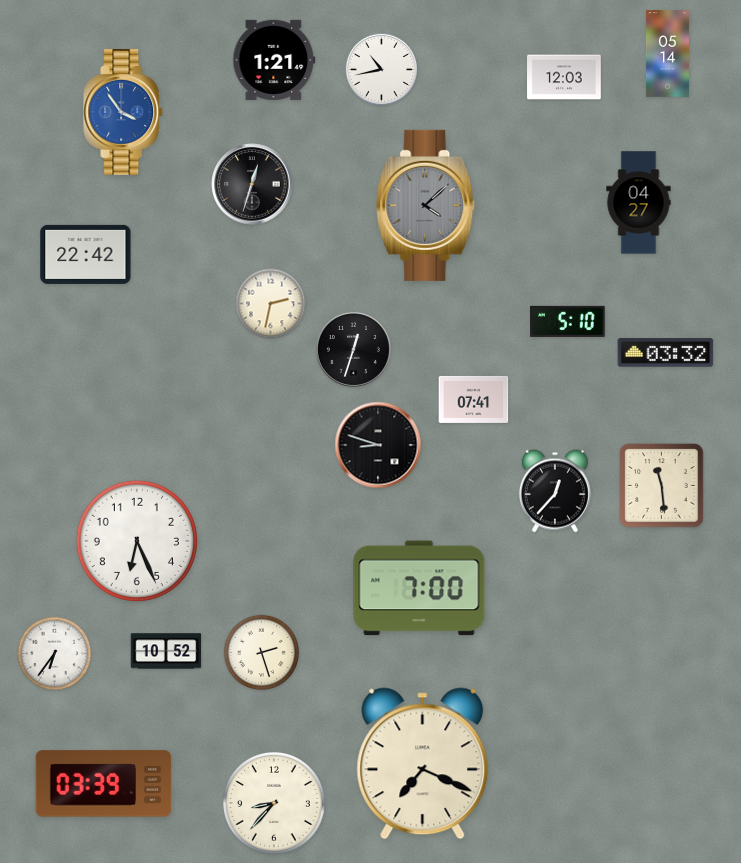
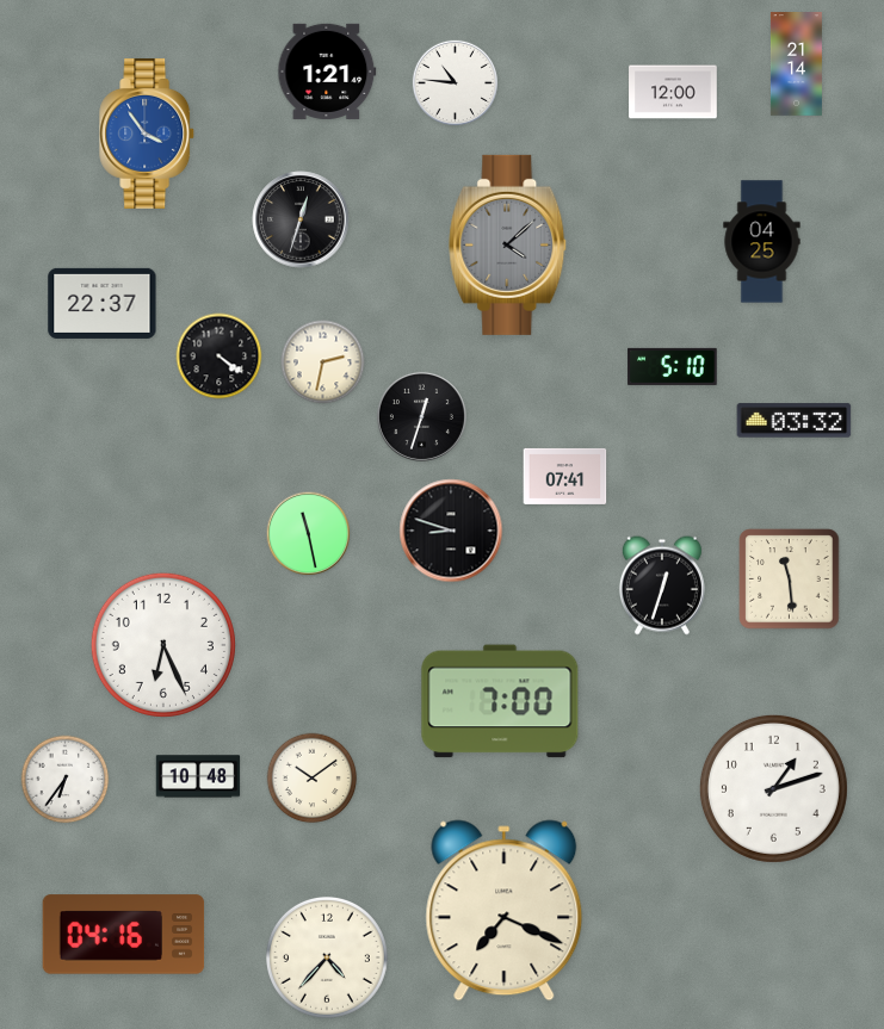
clock at (667, 54): 05:14 -> 21:14
clock at (382, 70): 10:43 -> 10:46
clock at (564, 77): 12:03 -> 12:00
clock at (639, 203): 04:27 -> 04:25
clock at (86, 254): 22:42 -> 22:37
clock at (220, 357): none -> 4:21
clock at (568, 321) position: (568, 321) -> (673, 366)
clock at (309, 534): none -> 11:28
clock at (555, 491): 12:37 -> 12:33
clock at (166, 651): 10:52 -> 10:48
clock at (262, 653): 2:27 -> 10:09
clock at (773, 788): none -> 1:12
clock at (104, 784): 03:39 -> 04:16
clock at (274, 803): 8:37 -> 4:37
